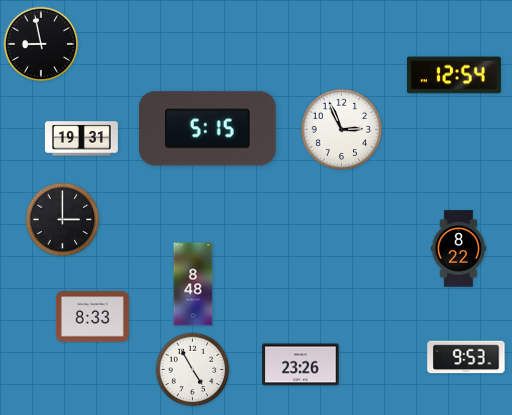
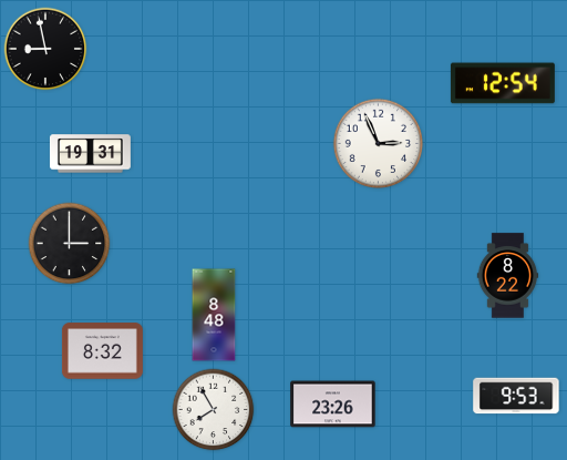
clock at (207, 129): 5:15 -> none
clock at (92, 317): 8:33 -> 8:32
clock at (193, 370): 4:55 -> 7:55
